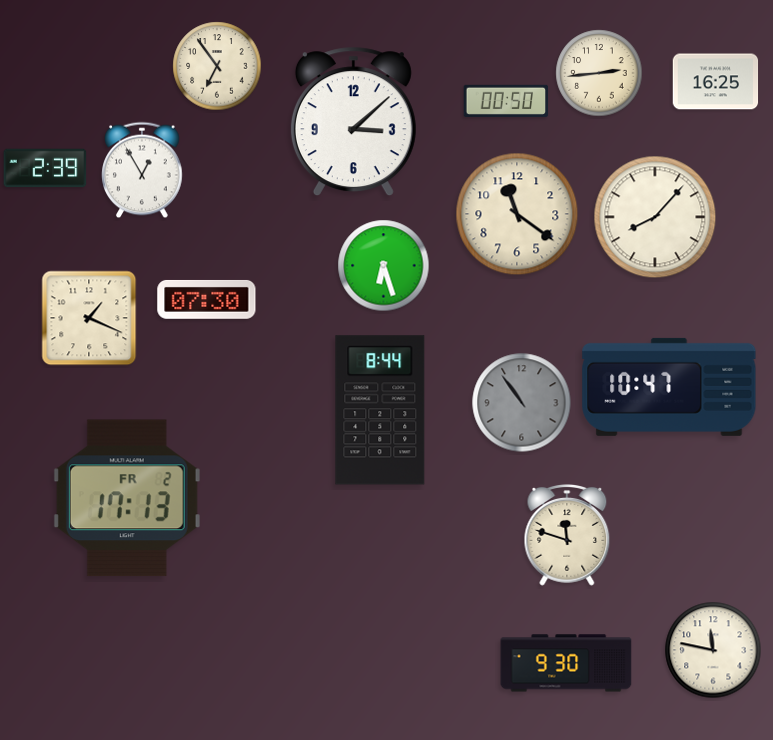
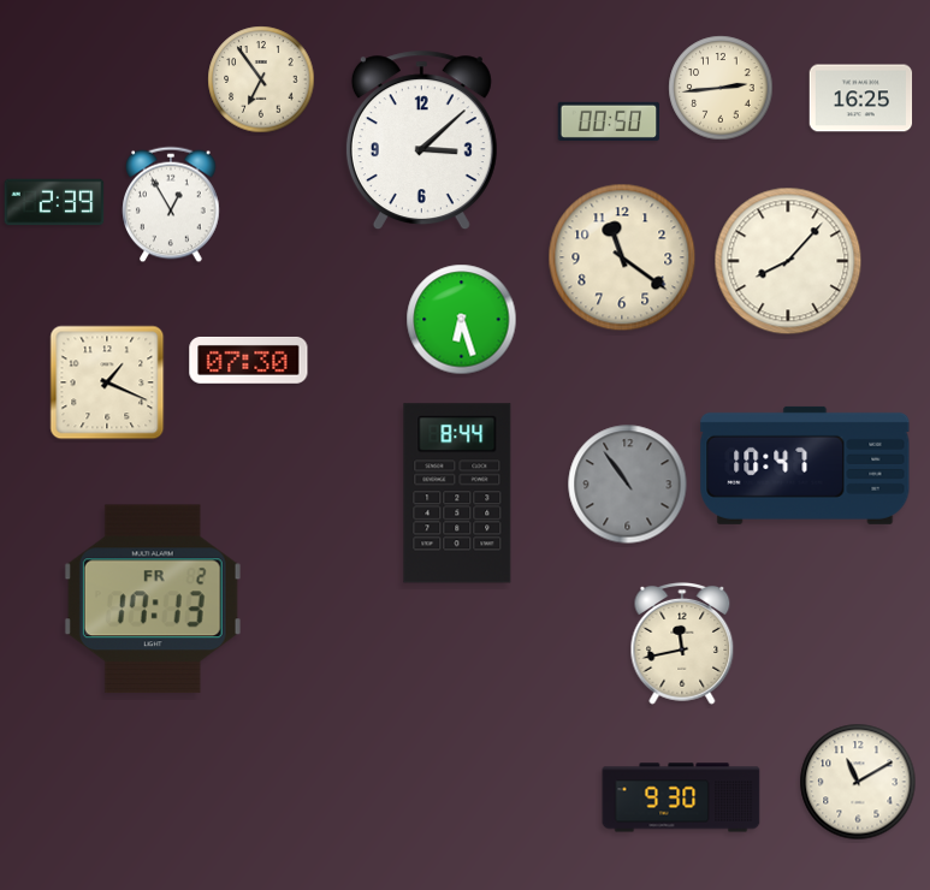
clock at (353, 122) position: (353, 122) -> (421, 141)
clock at (567, 536): 11:48 -> 11:43
clock at (713, 650): 11:47 -> 11:10
